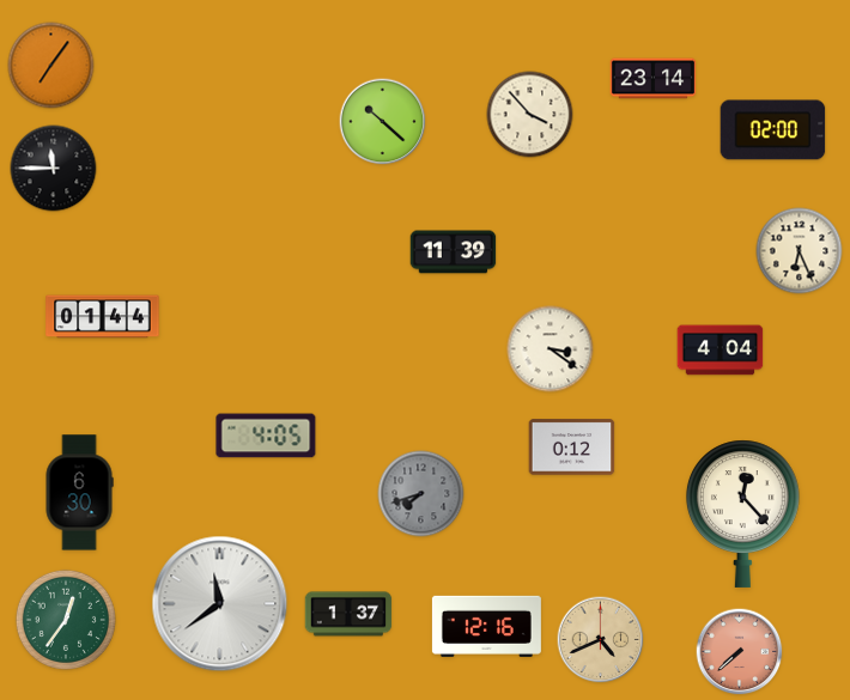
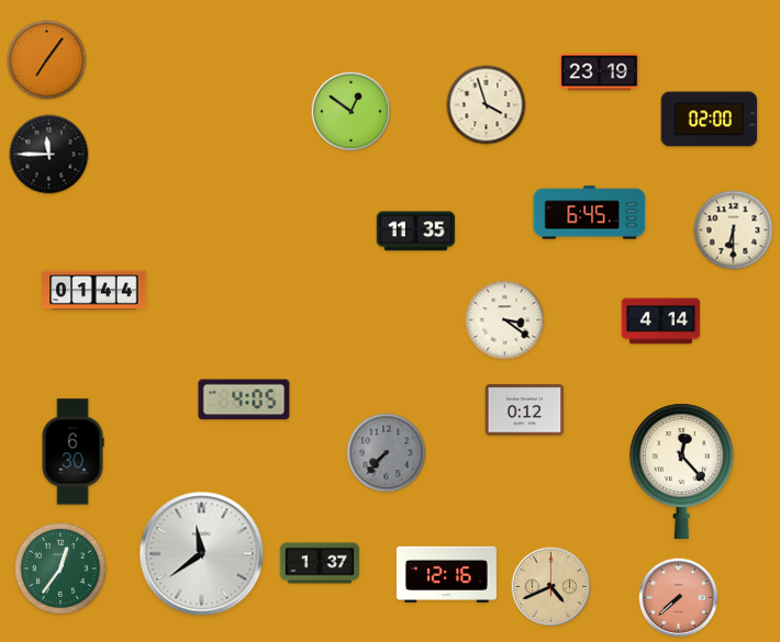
clock at (654, 79): 23:14 -> 23:19
clock at (530, 115): 3:53 -> 3:57
clock at (383, 122): 10:22 -> 12:51
clock at (590, 213): none -> 6:45
clock at (800, 251): 6:26 -> 6:30
clock at (454, 252): 11:39 -> 11:35
clock at (721, 351): 4:04 -> 4:14
clock at (421, 494): 7:42 -> 7:37
